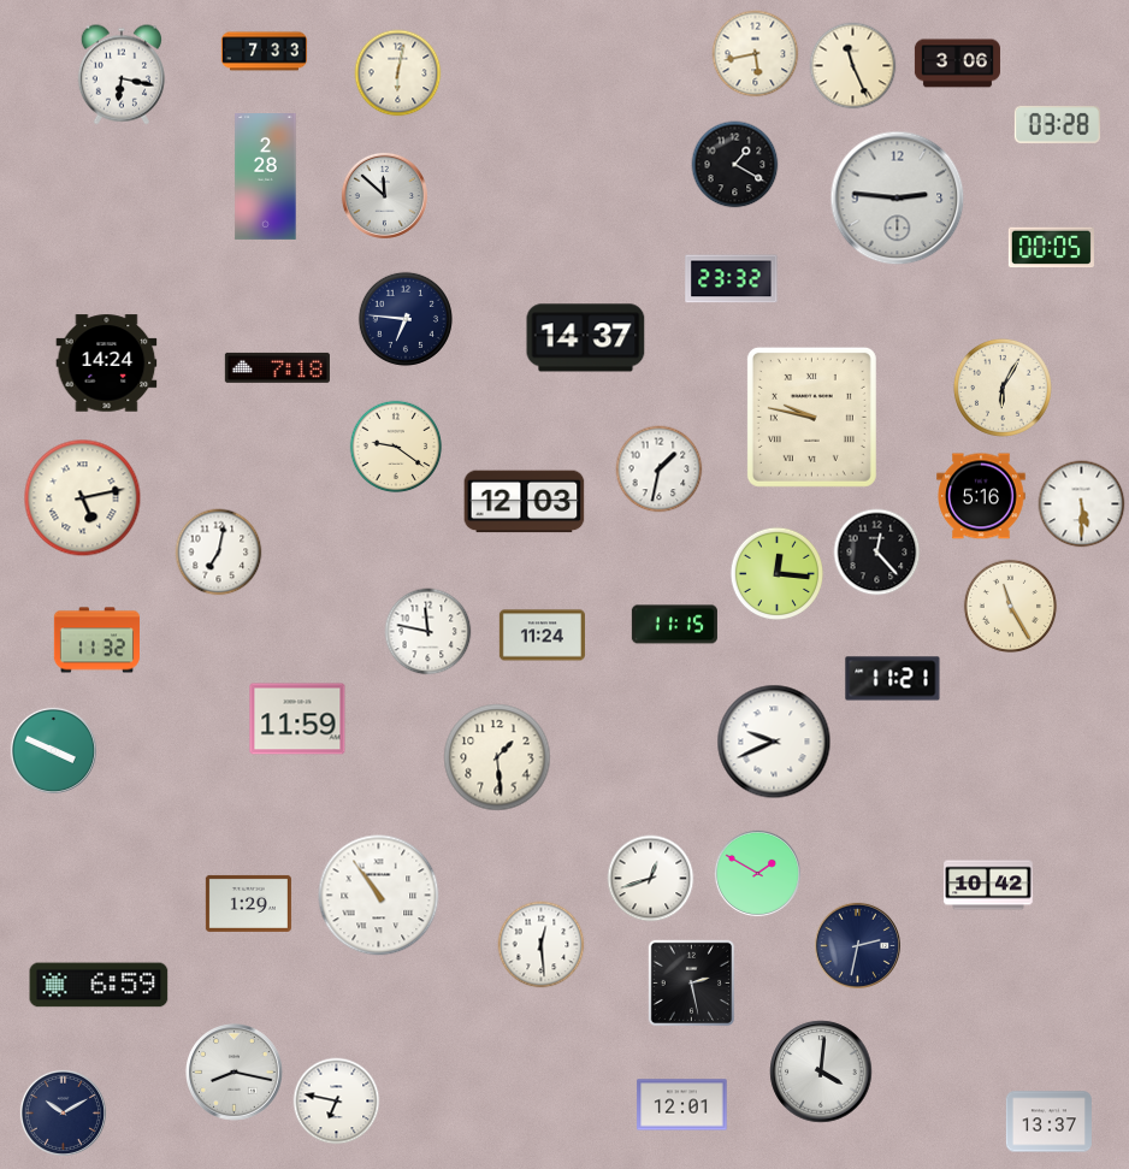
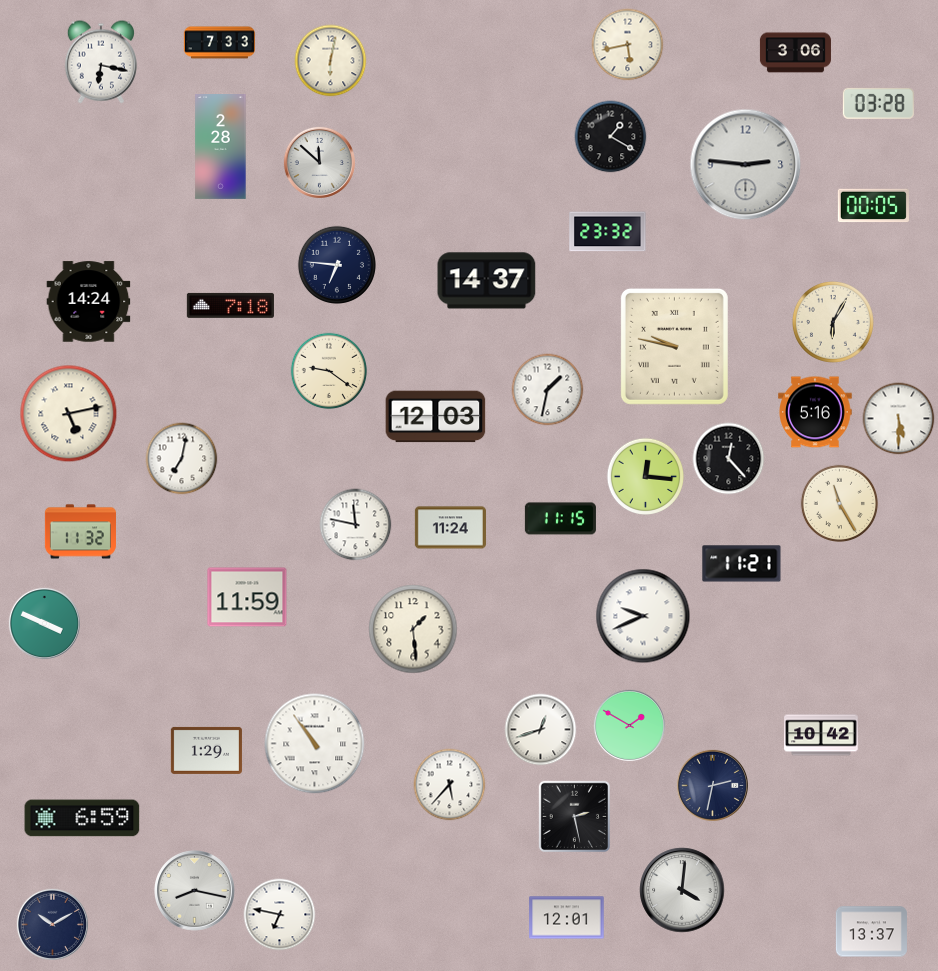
clock at (853, 66): 11:26 -> none
clock at (542, 945): 12:29 -> 5:37
